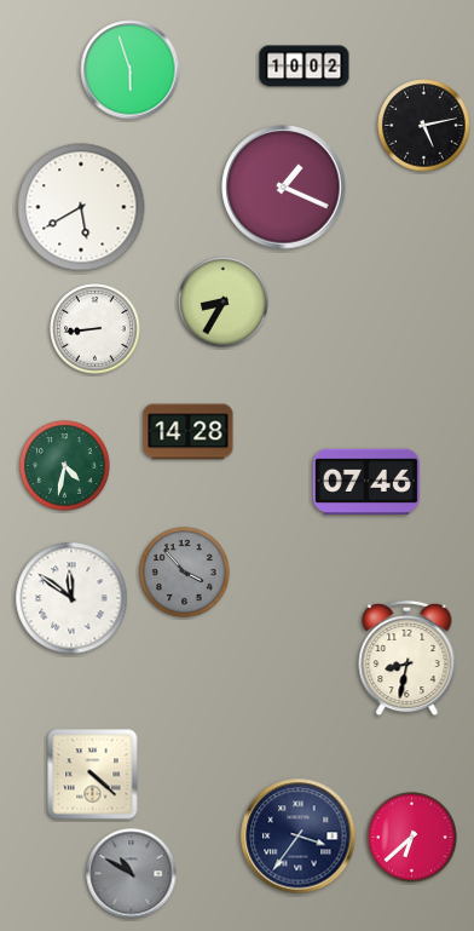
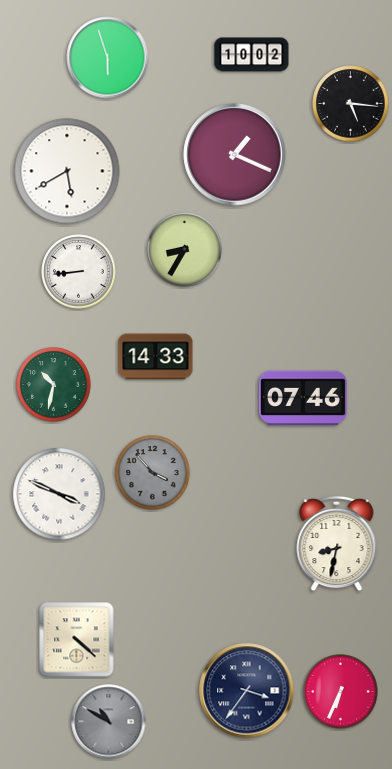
clock at (424, 126): 5:13 -> 5:16
clock at (189, 432): 14:28 -> 14:33
clock at (65, 466): 4:32 -> 10:32
clock at (71, 598): 11:51 -> 3:49
clock at (412, 838): 6:38 -> 6:34
